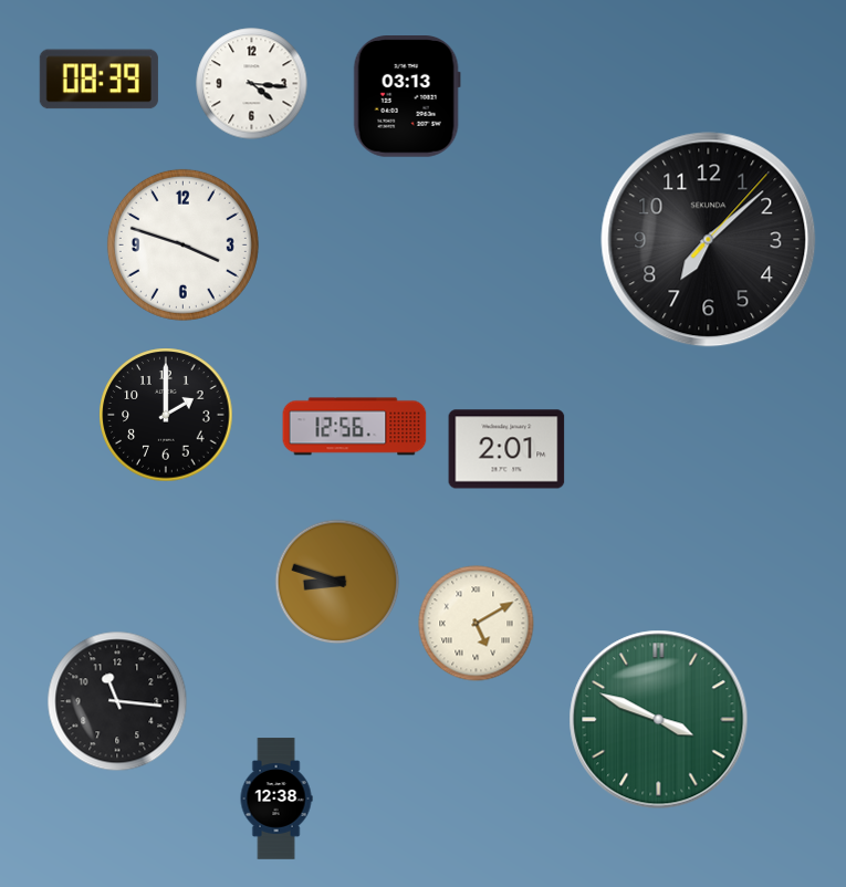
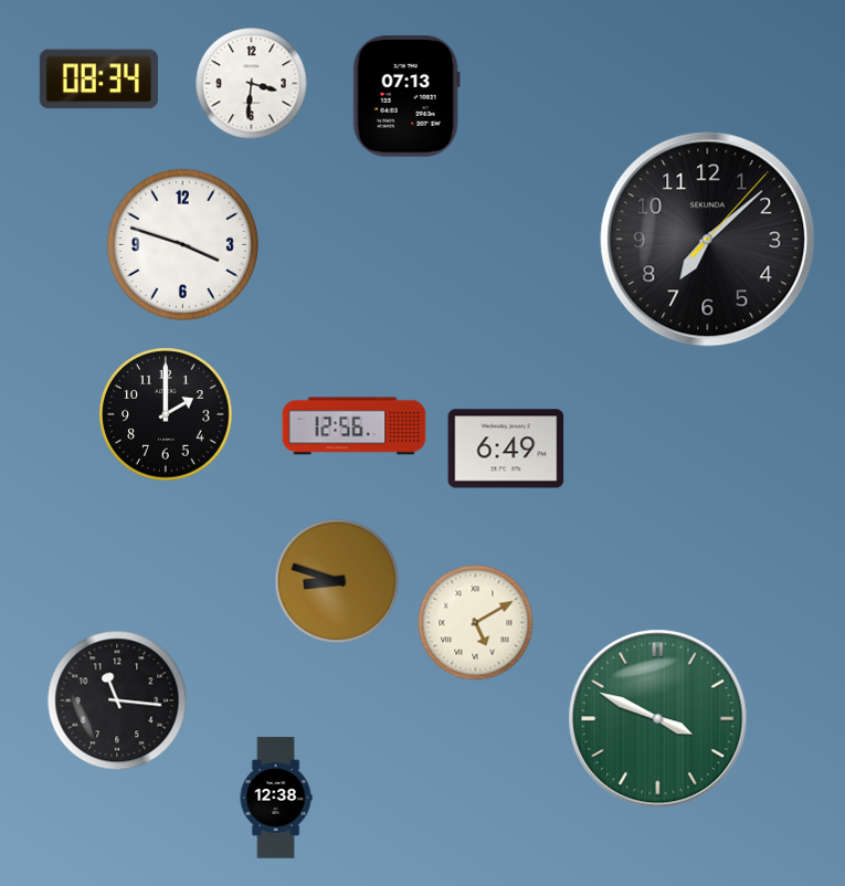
clock at (98, 80): 08:39 -> 08:34
clock at (252, 84): 4:16 -> 3:31
clock at (407, 97): 03:13 -> 07:13
clock at (506, 449): 2:01 -> 6:49
